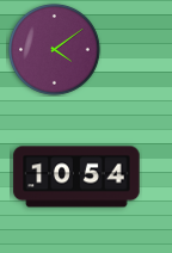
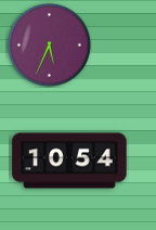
clock at (55, 50): 4:09 -> 5:34
